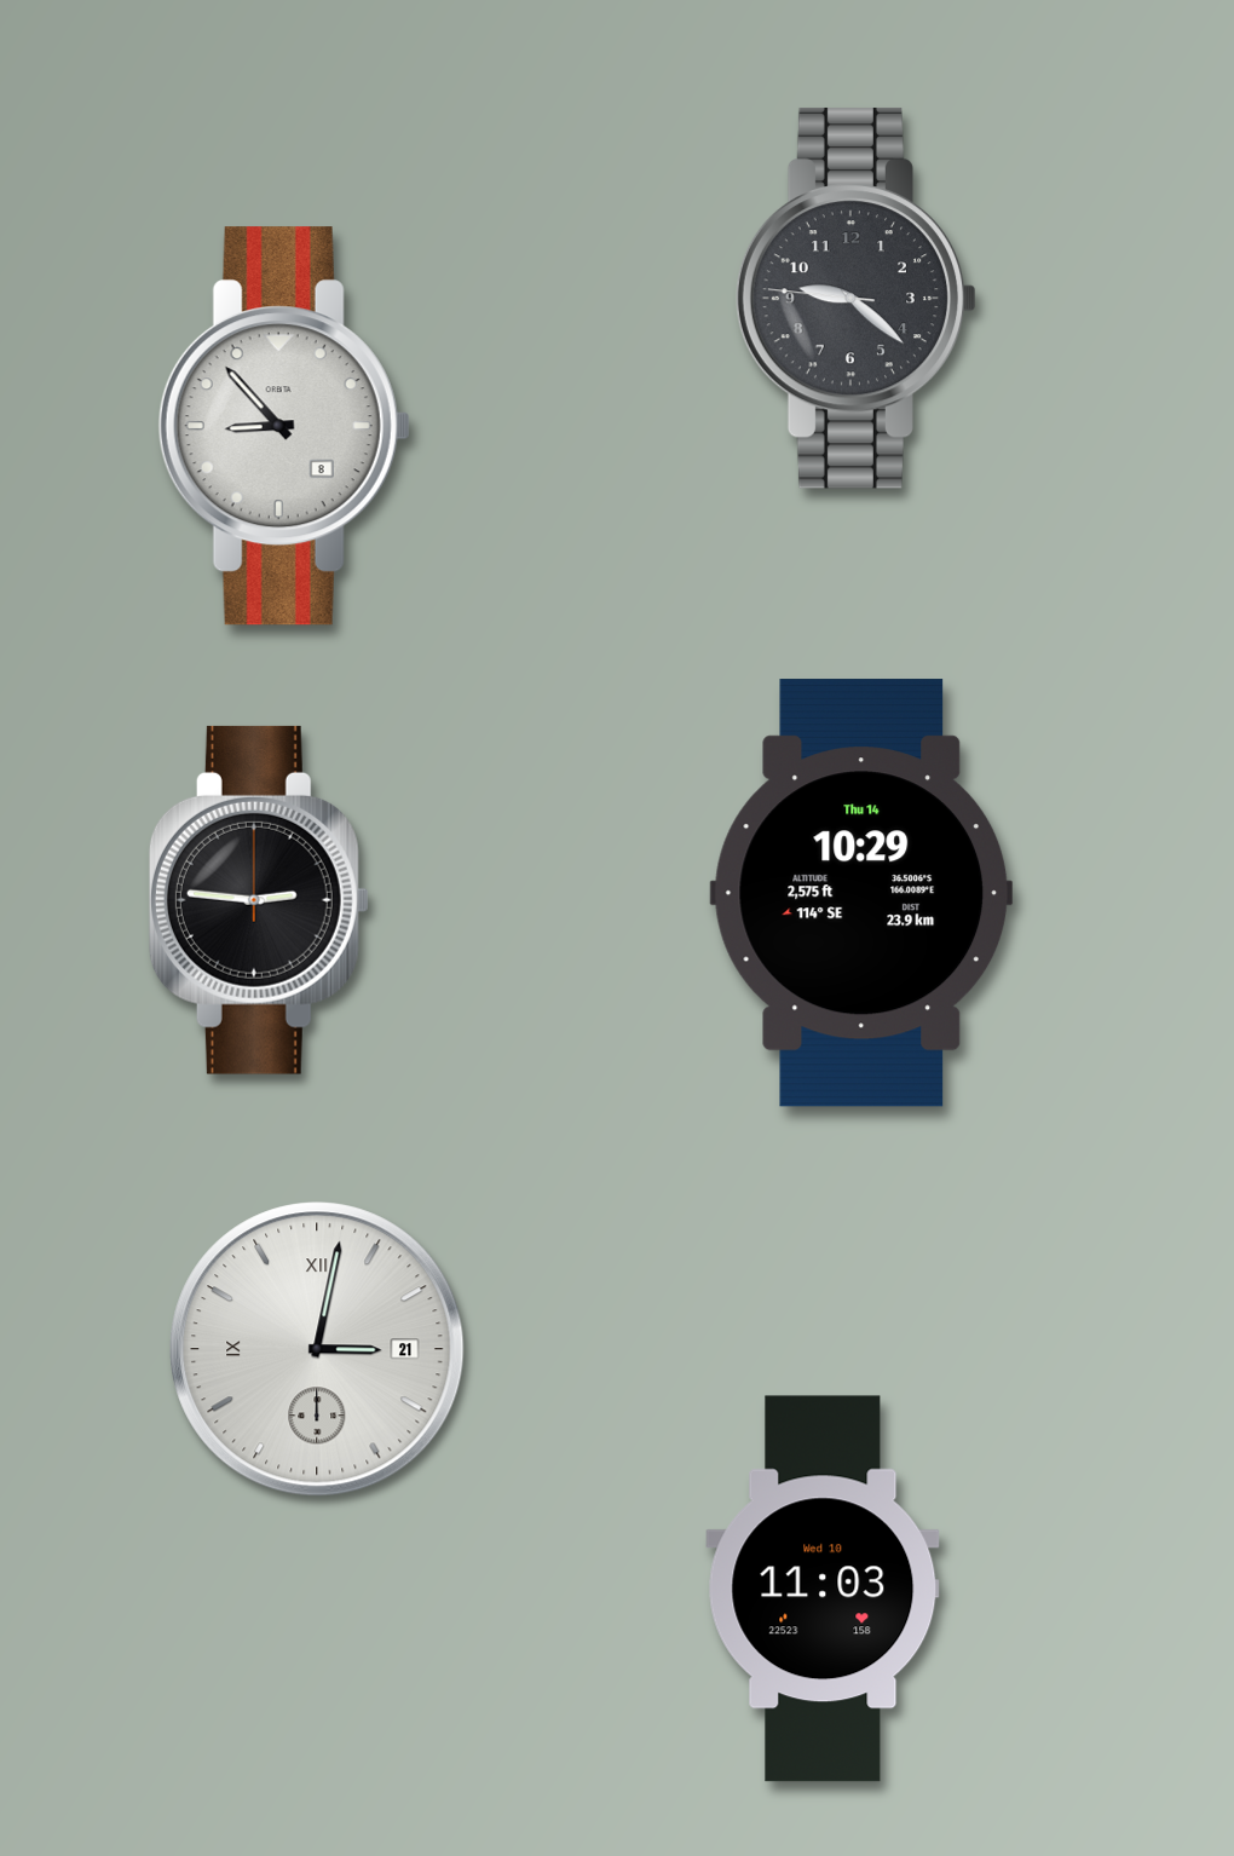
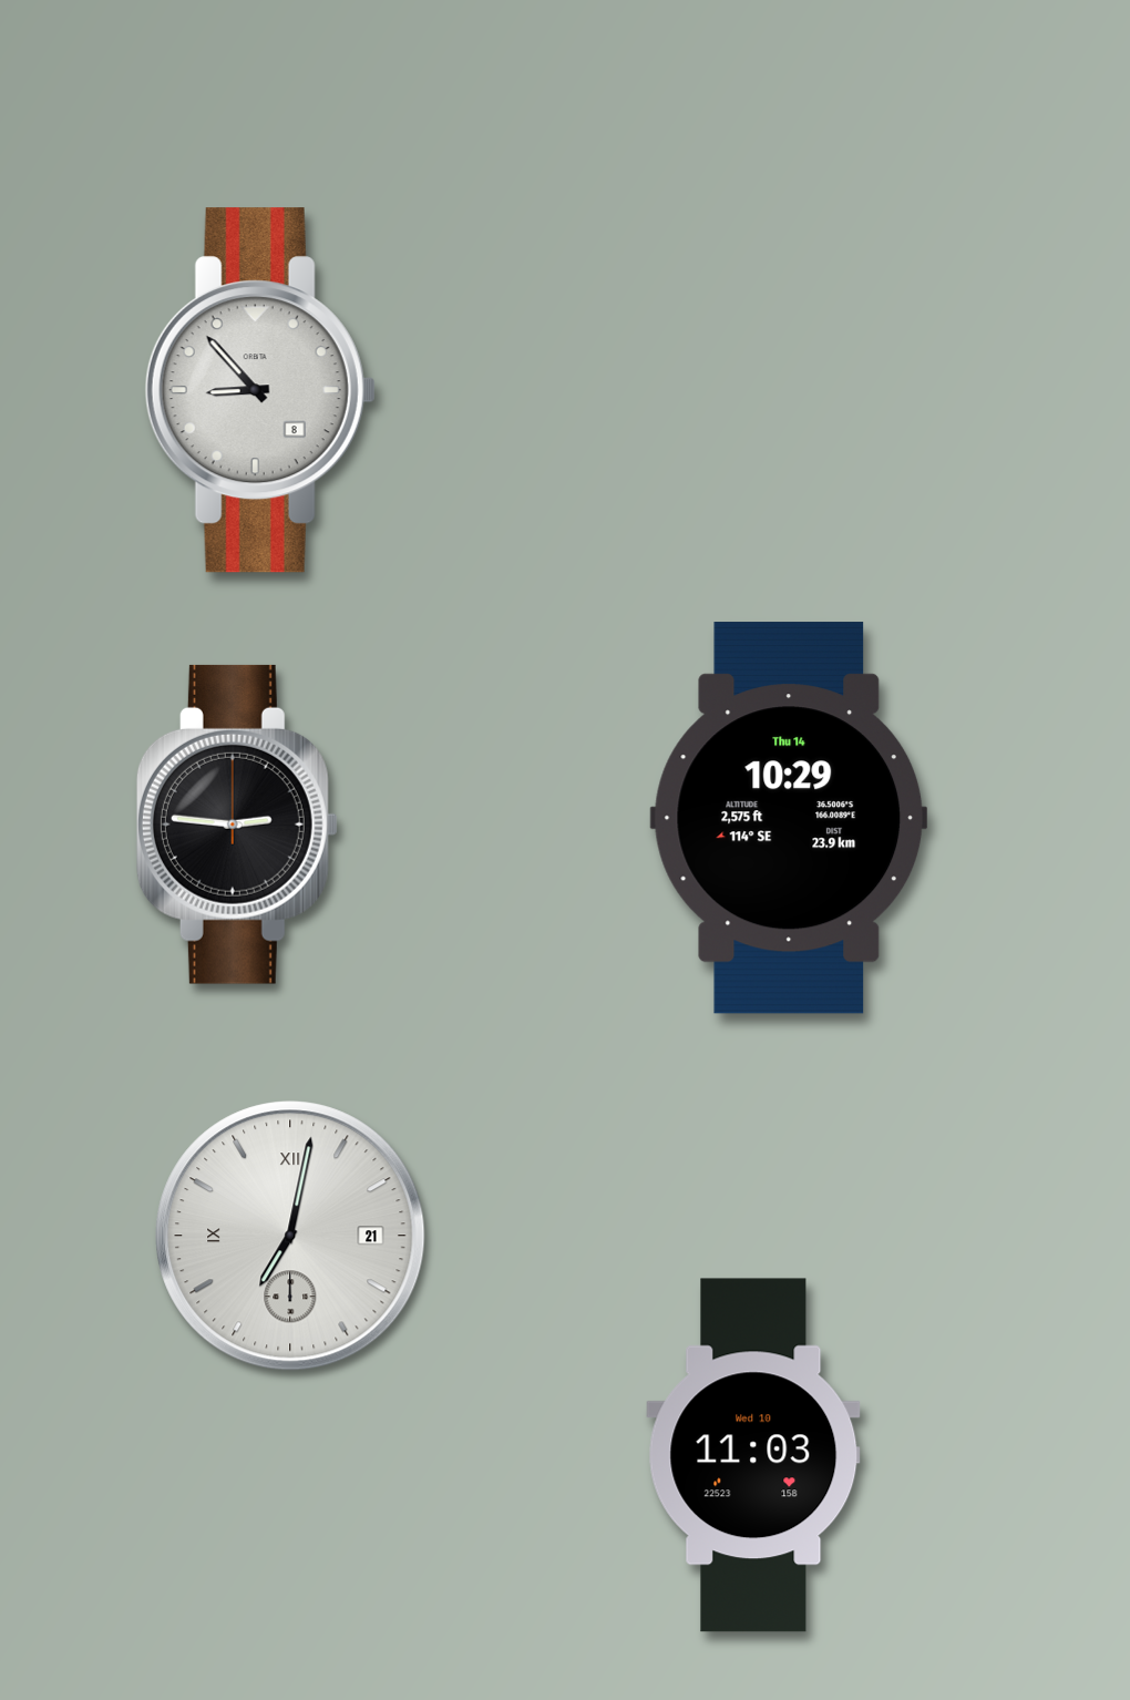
clock at (857, 298): 9:21 -> none
clock at (317, 1349): 3:02 -> 7:02
